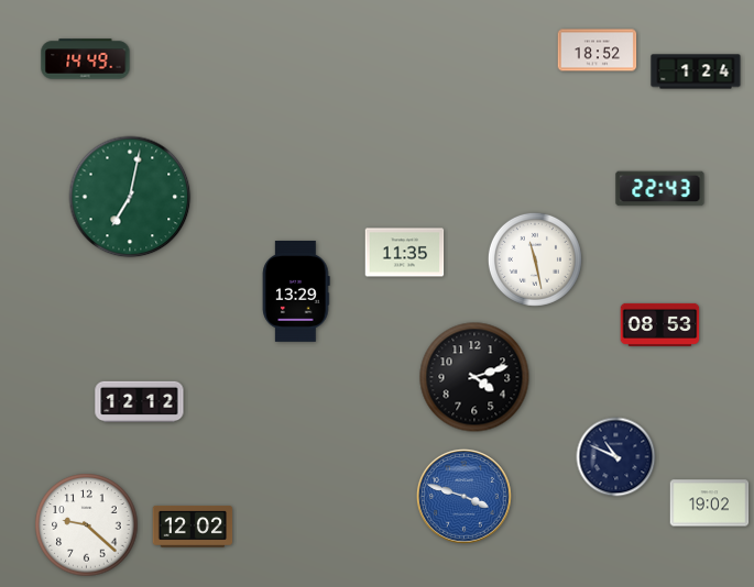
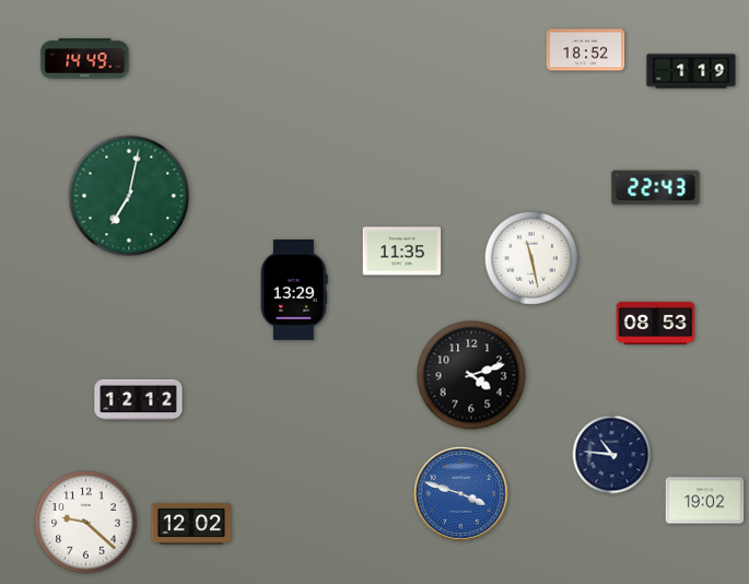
clock at (598, 51) position: (598, 51) -> (586, 50)
clock at (696, 71): 1:24 -> 1:19
clock at (616, 457): 10:49 -> 10:46
